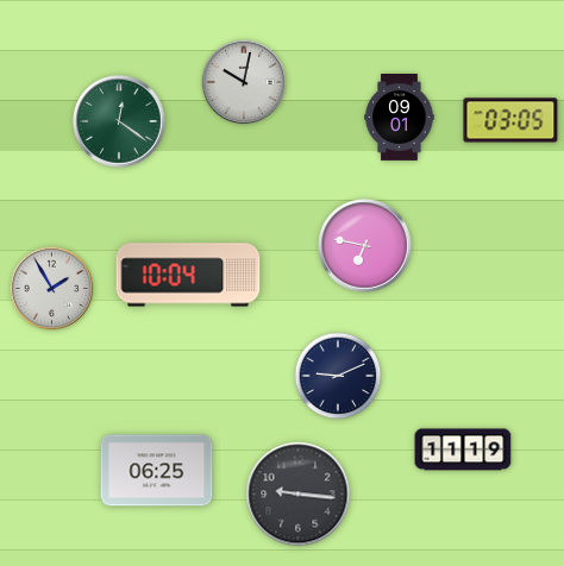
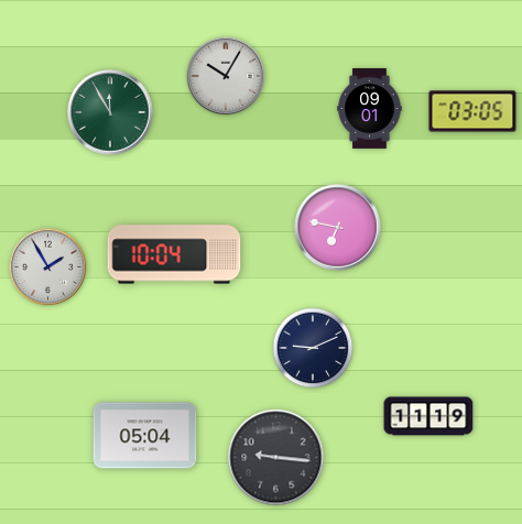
clock at (244, 82): 10:02 -> 10:05
clock at (119, 121): 12:21 -> 11:55
clock at (157, 471): 06:25 -> 05:04
